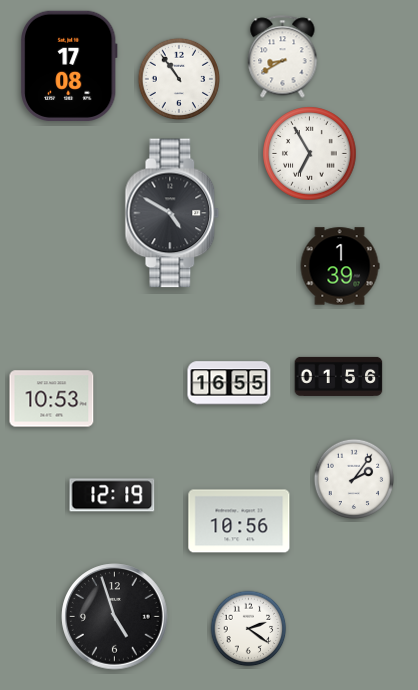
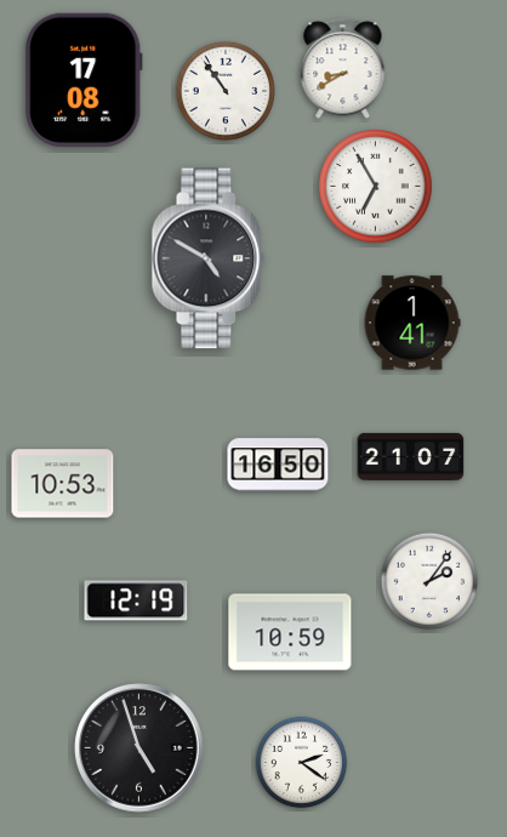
clock at (179, 79) position: (179, 79) -> (226, 91)
clock at (340, 266): 1:39 -> 1:41
clock at (339, 376): 01:56 -> 21:07
clock at (229, 383): 16:55 -> 16:50
clock at (239, 521): 10:56 -> 10:59
